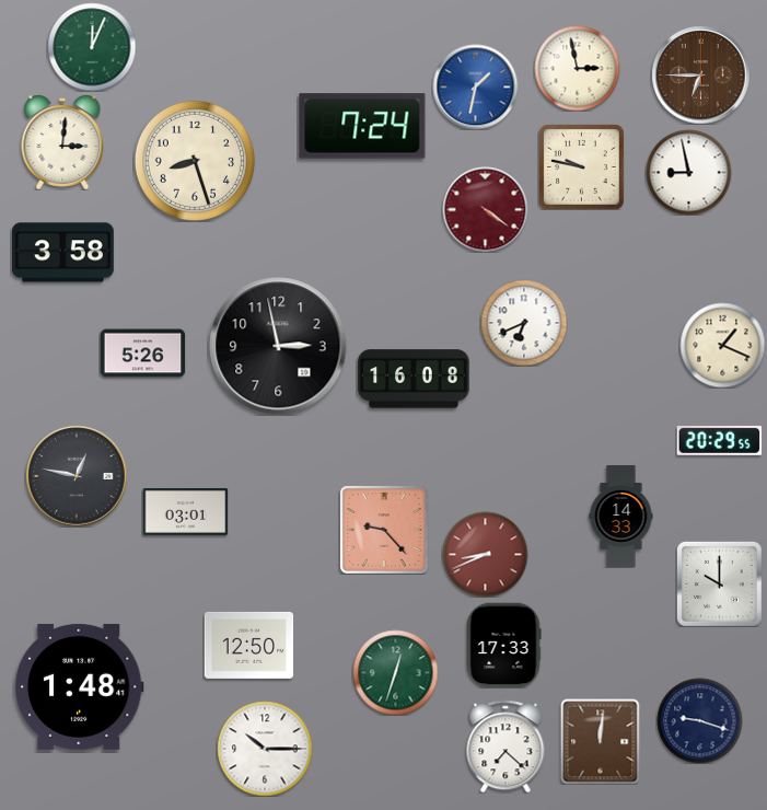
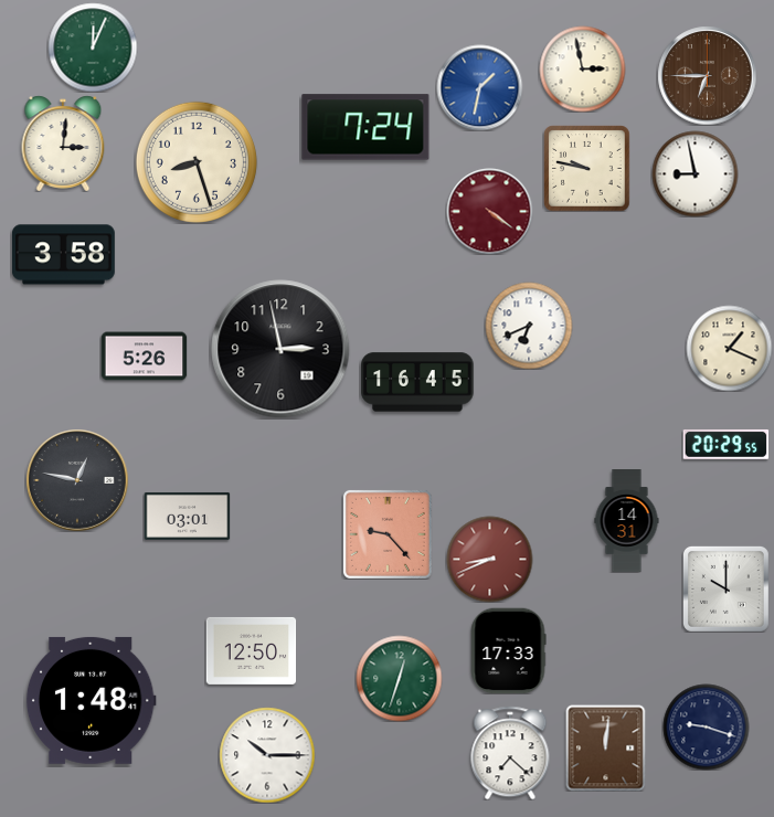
clock at (414, 379): 16:08 -> 16:45
clock at (621, 517): 14:33 -> 14:31
clock at (79, 686) position: (79, 686) -> (91, 700)
